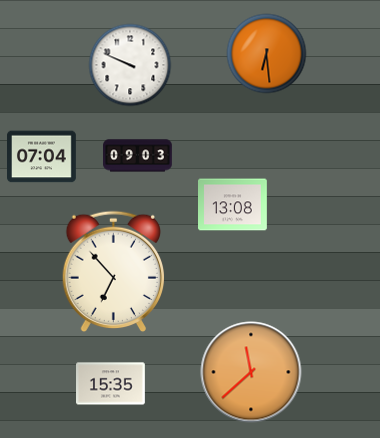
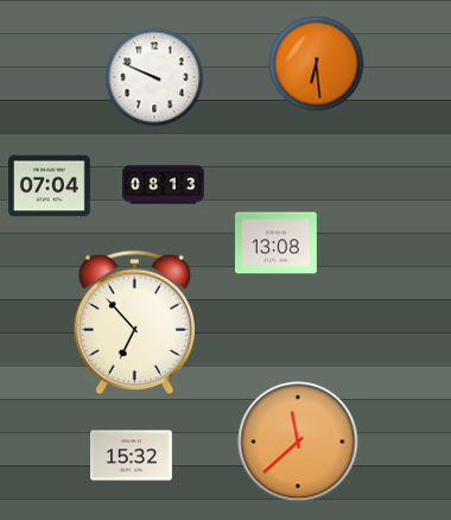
clock at (138, 156): 09:03 -> 08:13
clock at (111, 384): 15:35 -> 15:32
